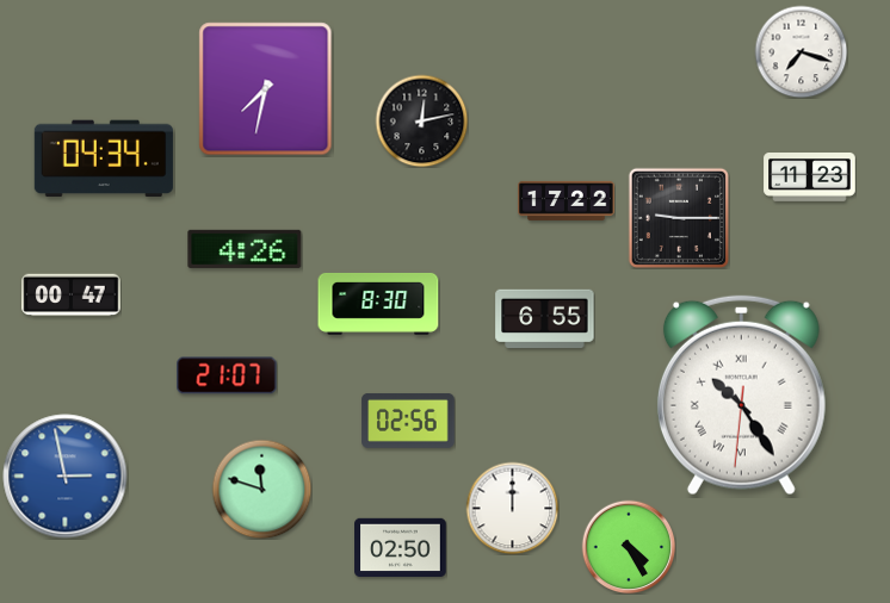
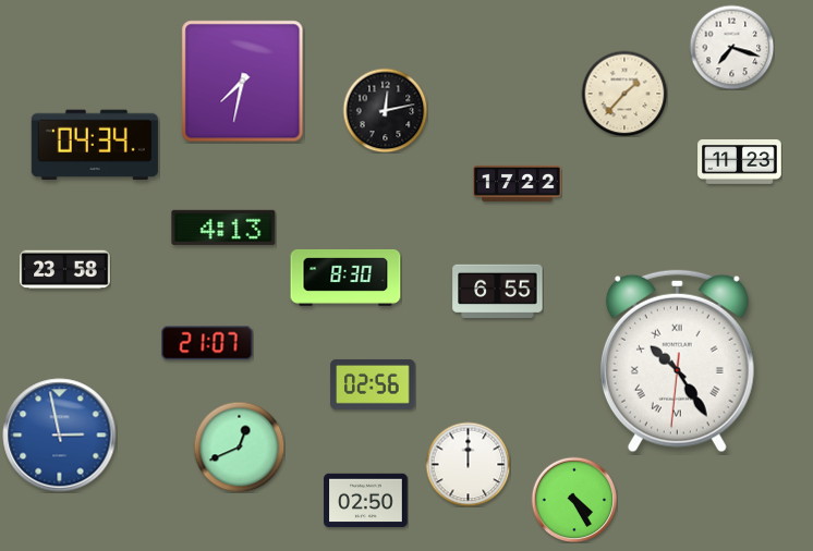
clock at (624, 94): none -> 1:37
clock at (679, 218): 9:15 -> none
clock at (245, 249): 4:26 -> 4:13
clock at (72, 296): 00:47 -> 23:58
clock at (261, 489): 11:48 -> 12:41
